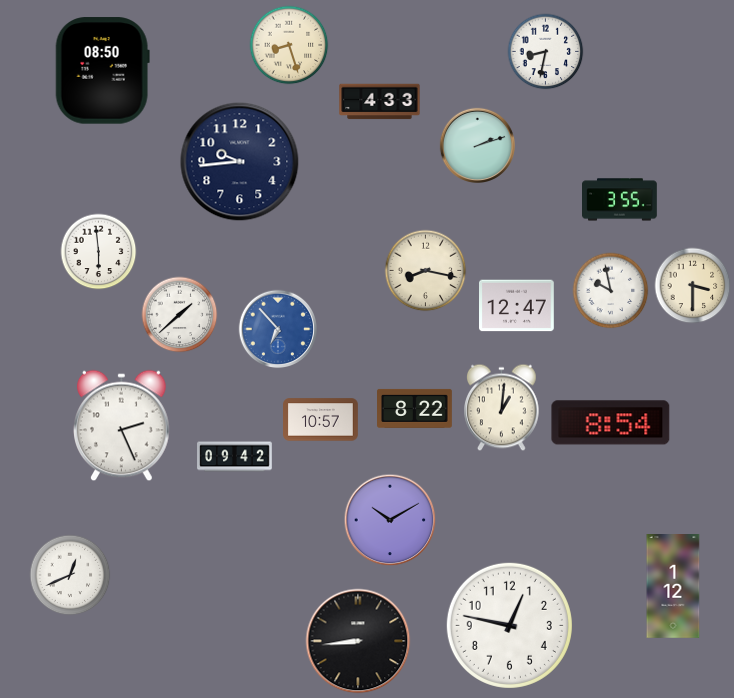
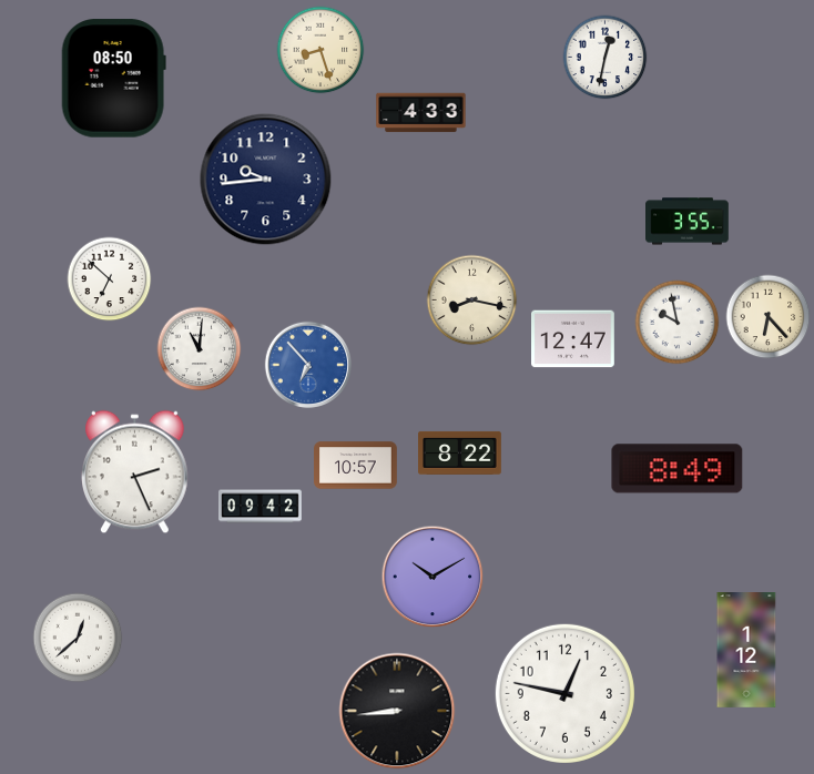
clock at (546, 52): 8:32 -> 12:32
clock at (477, 145): 2:12 -> none
clock at (99, 252): 5:59 -> 6:52
clock at (693, 286): 3:30 -> 6:23
clock at (180, 315): 1:38 -> 11:01
clock at (502, 408): 1:01 -> none
clock at (611, 423): 8:54 -> 8:49
clock at (70, 575): 12:41 -> 12:38
